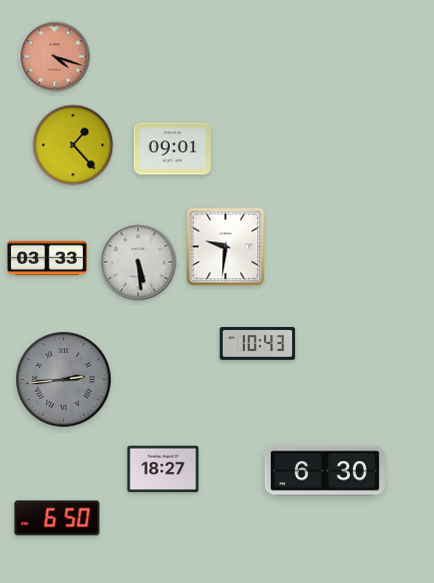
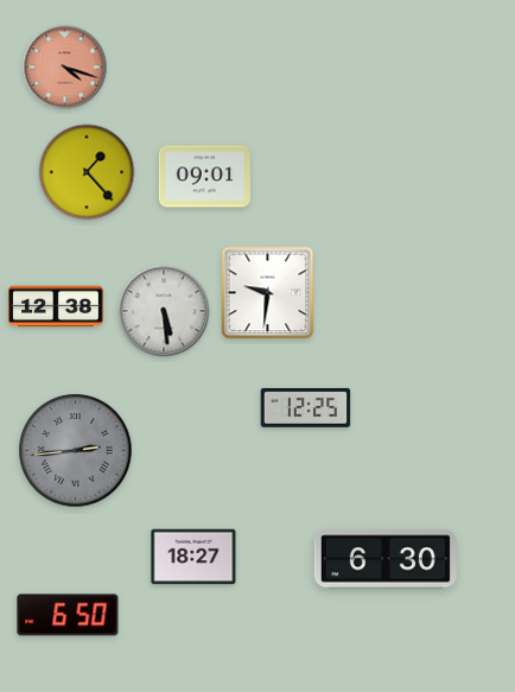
clock at (47, 258): 03:33 -> 12:38
clock at (258, 343): 10:43 -> 12:25
